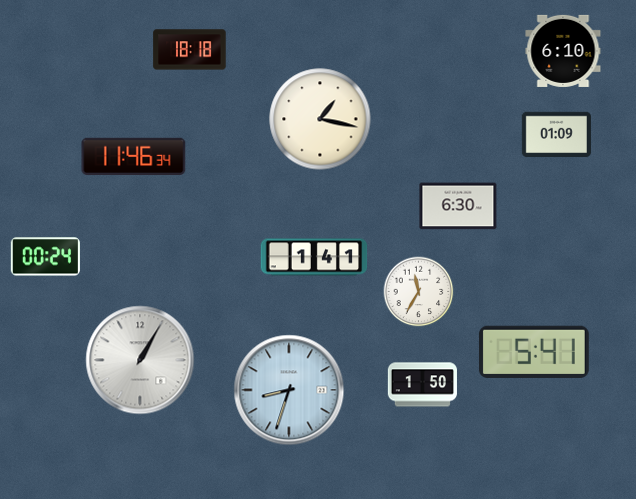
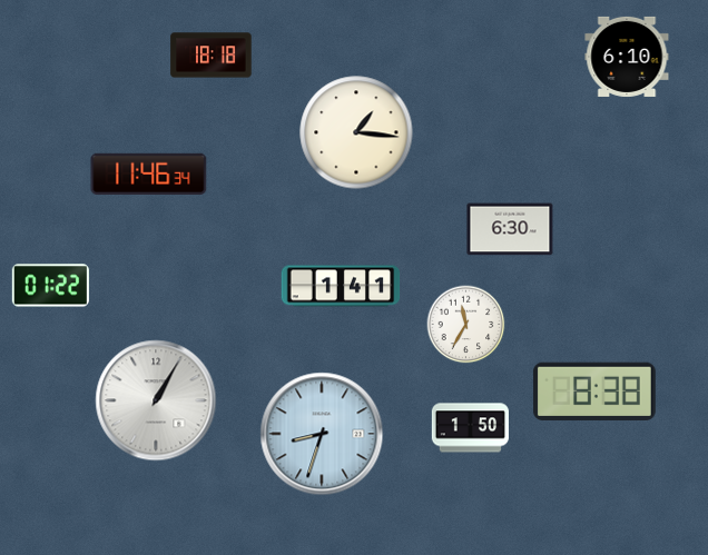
clock at (320, 119): 1:17 -> 1:16
clock at (556, 135): 01:09 -> none
clock at (45, 257): 00:24 -> 01:22
clock at (314, 257) position: (314, 257) -> (341, 286)
clock at (534, 352): 5:41 -> 8:38
